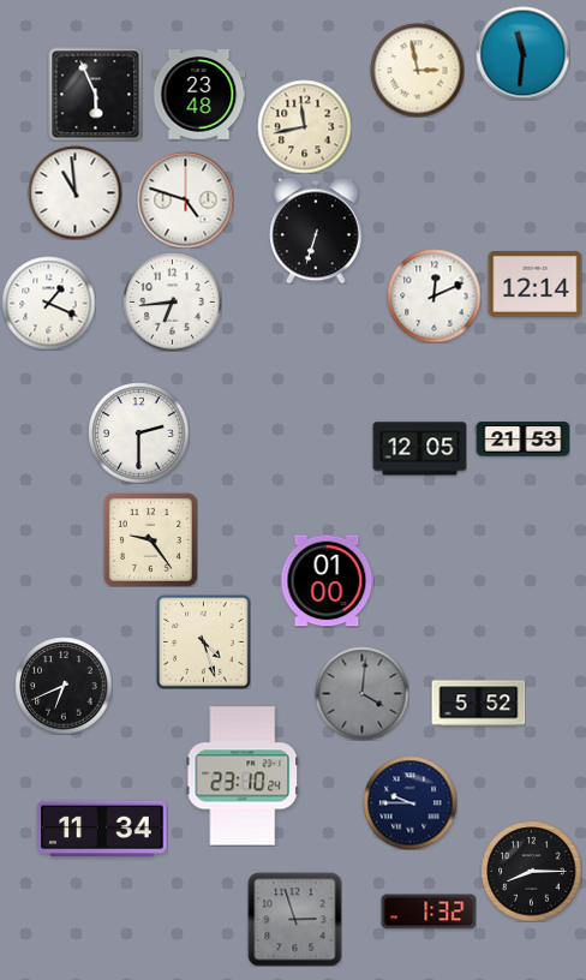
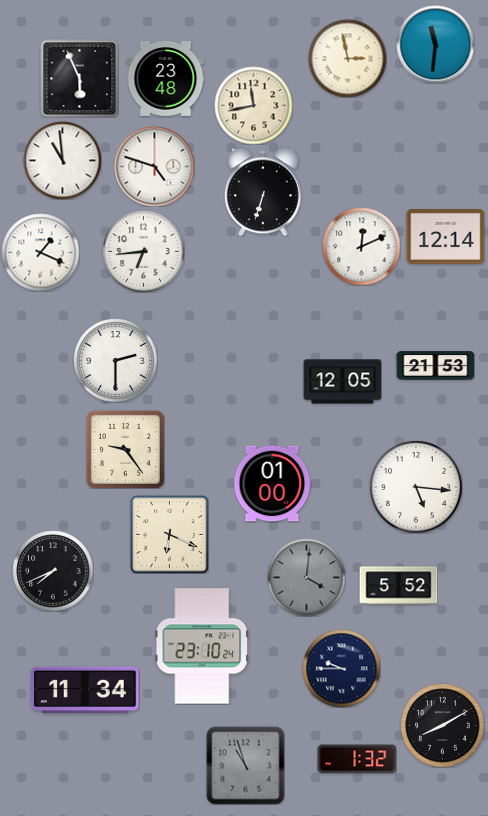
clock at (419, 449) position: (419, 449) -> (342, 382)
clock at (416, 487): none -> 5:16
clock at (203, 641): 4:27 -> 6:19
clock at (64, 686): 6:41 -> 7:41
clock at (361, 693) position: (361, 693) -> (306, 577)
clock at (531, 871): 8:15 -> 8:10
clock at (294, 919): 2:57 -> 10:57
